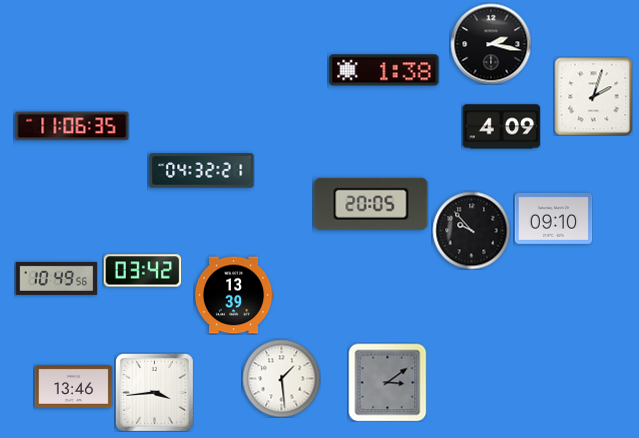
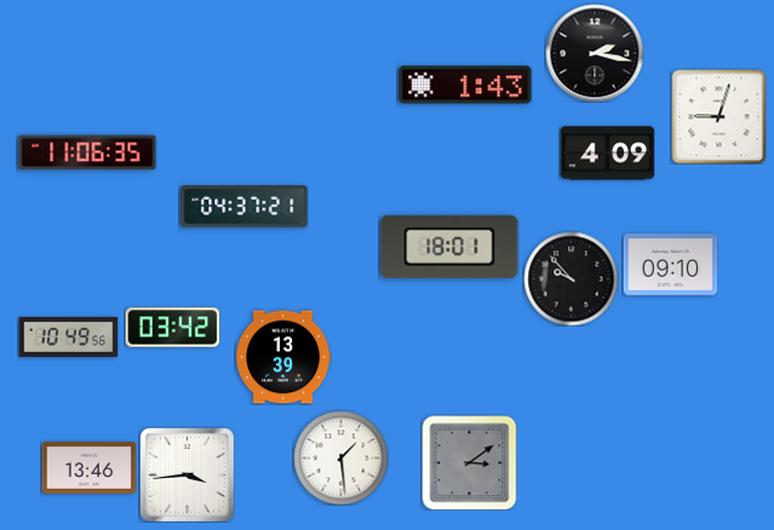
clock at (384, 70): 1:38 -> 1:43
clock at (593, 96): 2:03 -> 9:03
clock at (202, 171): 04:32 -> 04:37
clock at (371, 204): 20:05 -> 18:01
